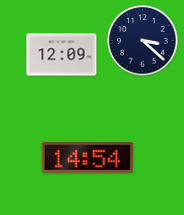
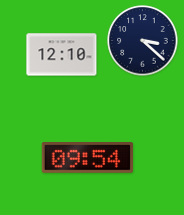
clock at (62, 55): 12:09 -> 12:10
clock at (87, 158): 14:54 -> 09:54
